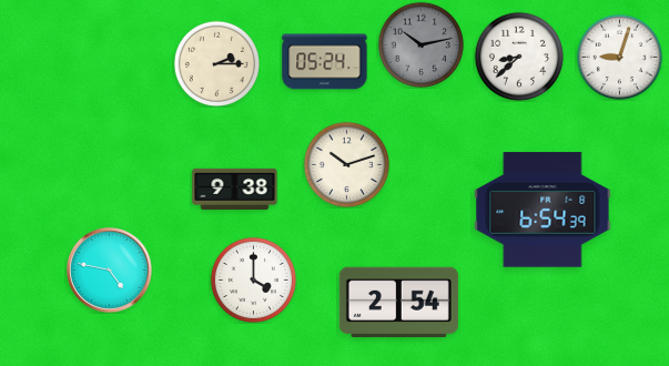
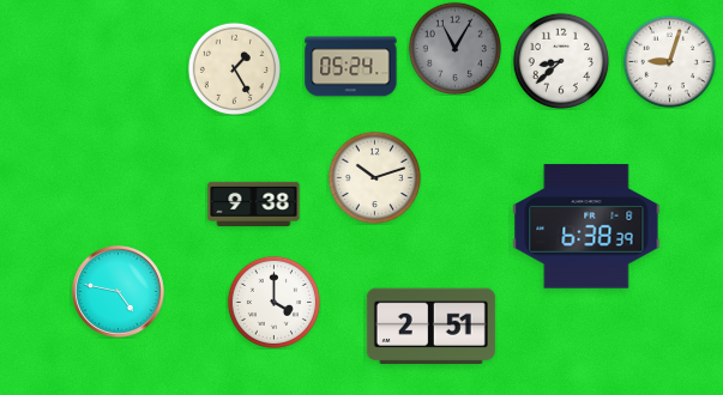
clock at (420, 44): 10:13 -> 11:05
clock at (216, 63): 2:15 -> 1:25
clock at (543, 210): 6:54 -> 6:38
clock at (398, 303): 2:54 -> 2:51
